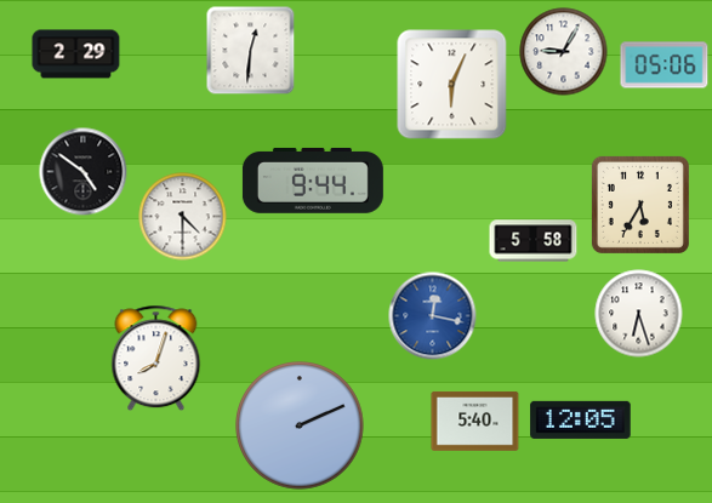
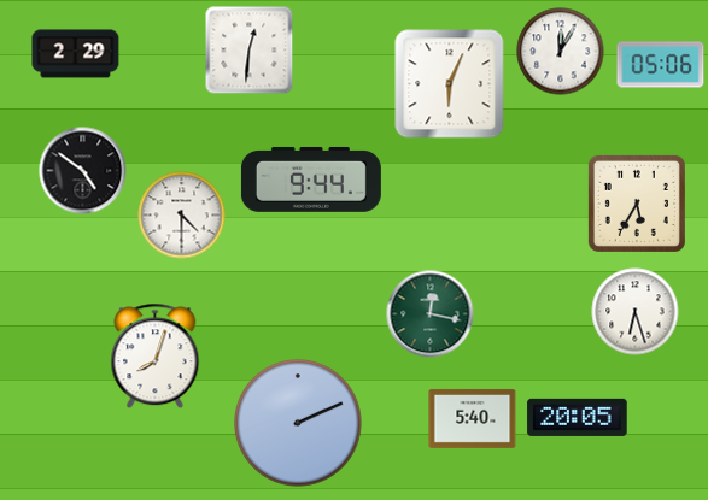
clock at (564, 52): 9:05 -> 12:05
clock at (534, 241): 5:58 -> none
clock at (433, 316) dial: blue -> green
clock at (581, 419): 12:05 -> 20:05
